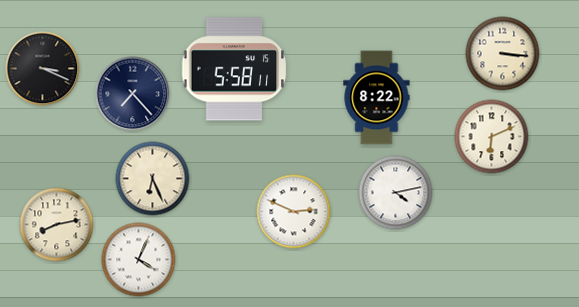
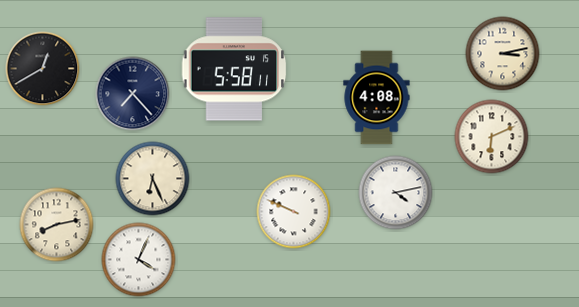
clock at (503, 54): 3:16 -> 3:13
clock at (43, 69): 3:19 -> 12:40
clock at (377, 98): 8:22 -> 4:08
clock at (294, 212): 2:49 -> 9:49
